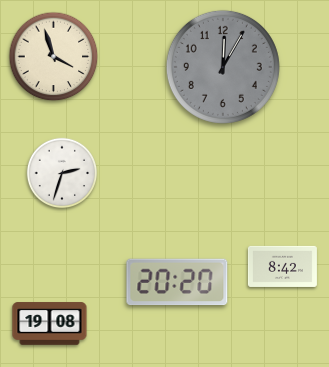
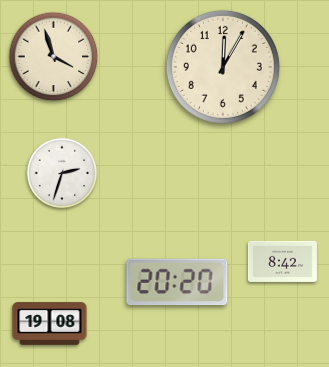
clock at (223, 67) dial: grey -> cream
clock at (282, 266) position: (282, 266) -> (282, 261)
